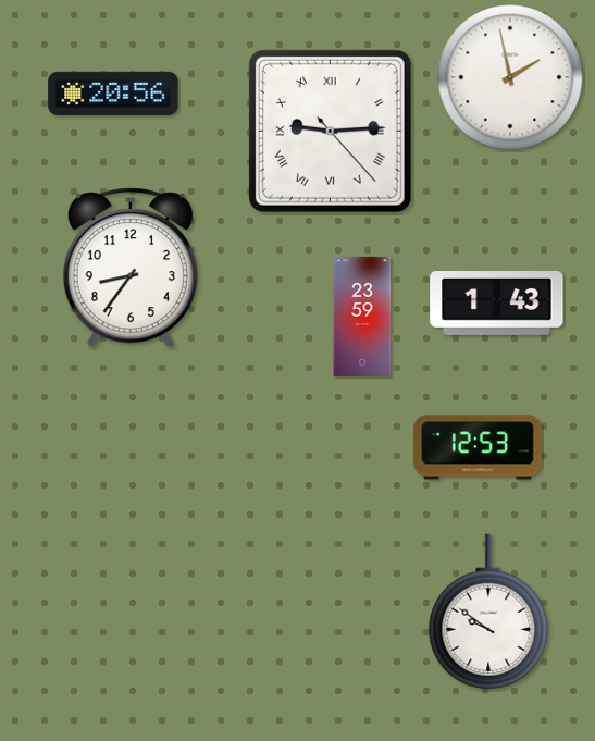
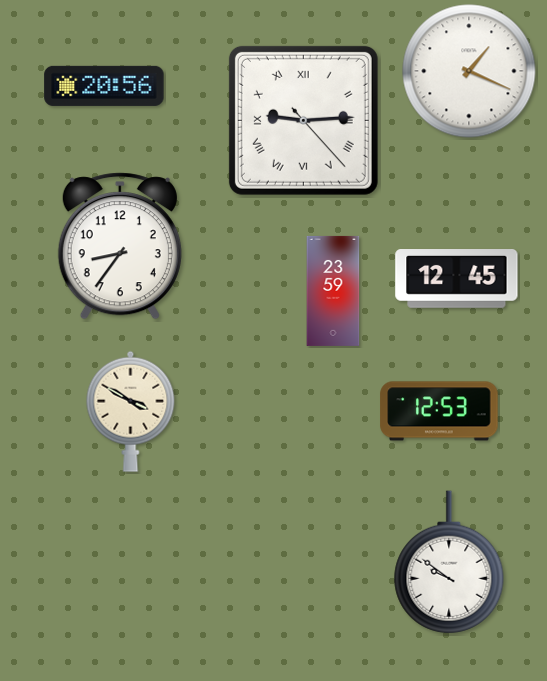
clock at (510, 77): 1:58 -> 1:19
clock at (497, 304): 1:43 -> 12:45
clock at (131, 411): none -> 3:50
